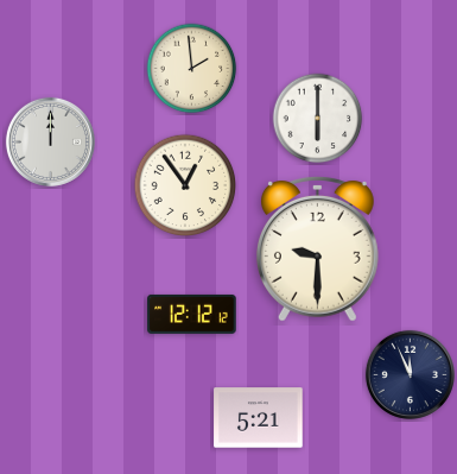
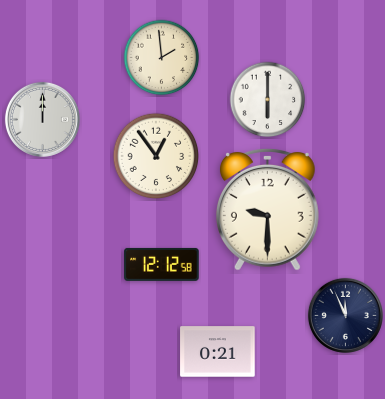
clock at (192, 314): 12:12:12 -> 12:12:58
clock at (259, 418): 5:21 -> 0:21
